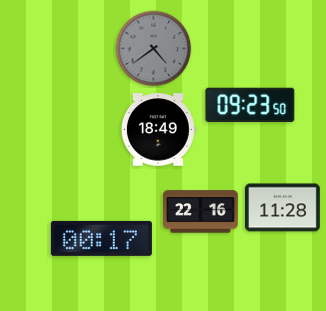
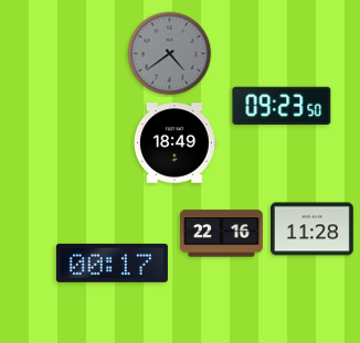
clock at (250, 105) position: (250, 105) -> (282, 106)
